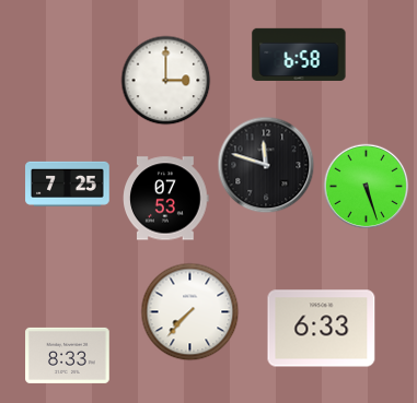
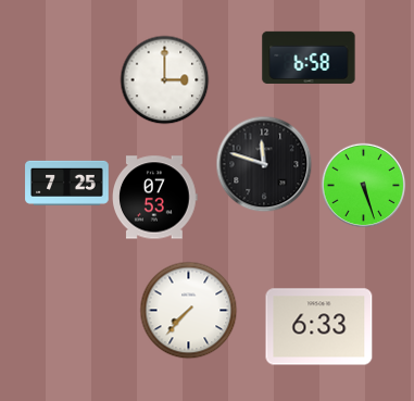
clock at (299, 54) position: (299, 54) -> (309, 57)
clock at (166, 199) position: (166, 199) -> (155, 198)
clock at (68, 355): 8:33 -> none
